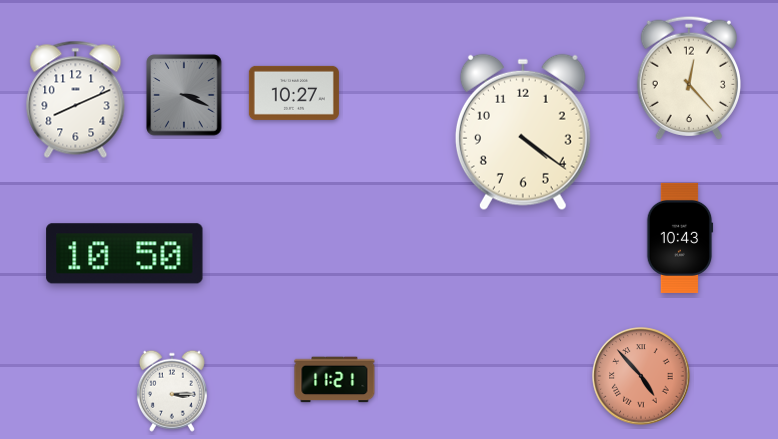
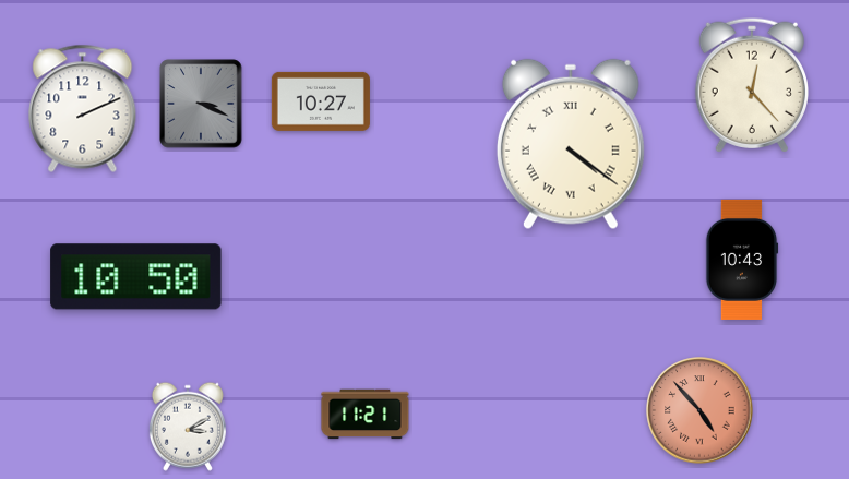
clock at (76, 99): 8:11 -> 2:11
clock at (523, 132) numerals: Arabic -> Roman
clock at (172, 391): 3:15 -> 3:10
